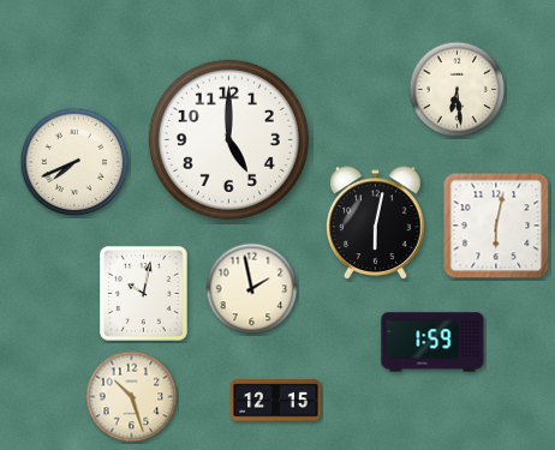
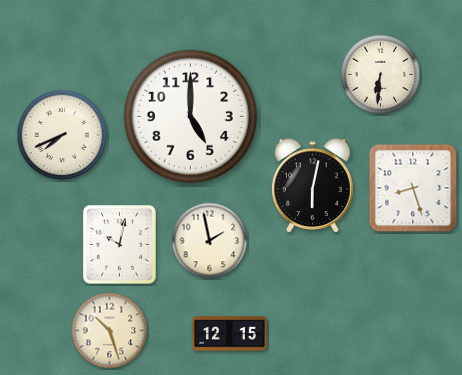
clock at (458, 90): 6:29 -> 6:31
clock at (496, 226): 6:02 -> 8:27
clock at (432, 342): 1:59 -> none
